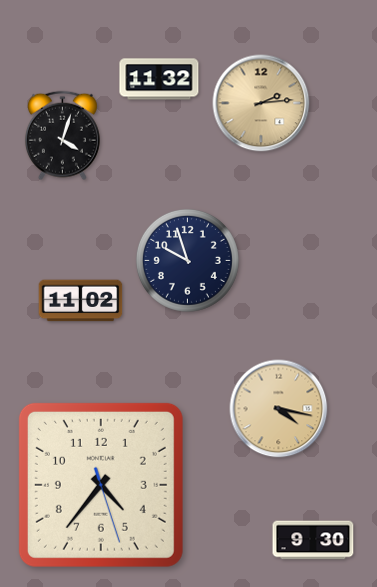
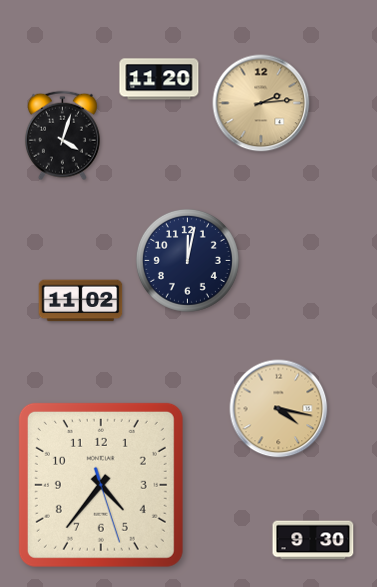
clock at (159, 79): 11:32 -> 11:20
clock at (187, 260): 9:57 -> 12:02
